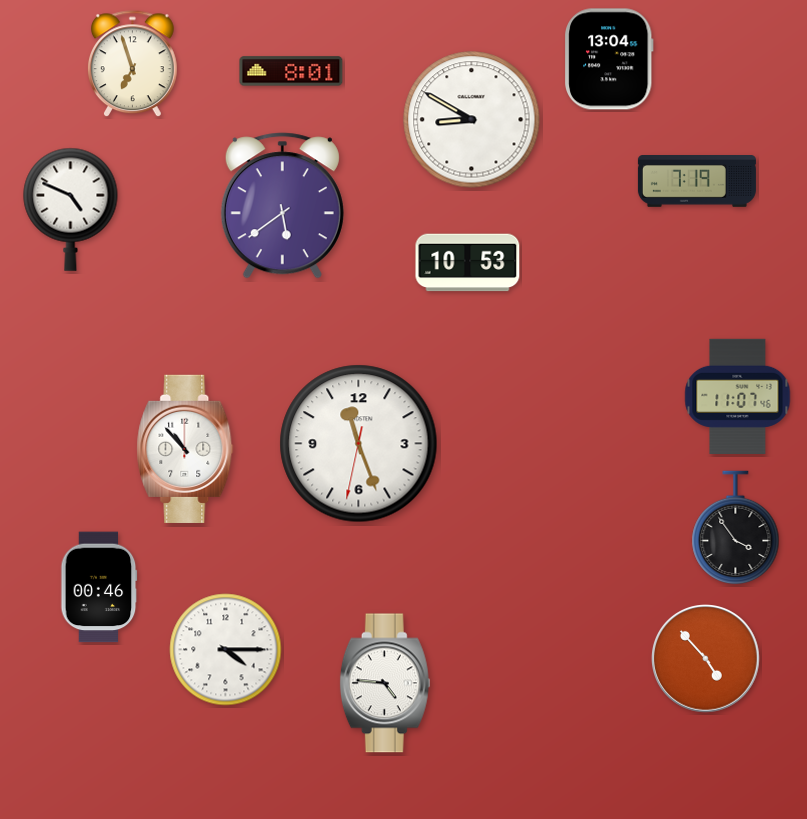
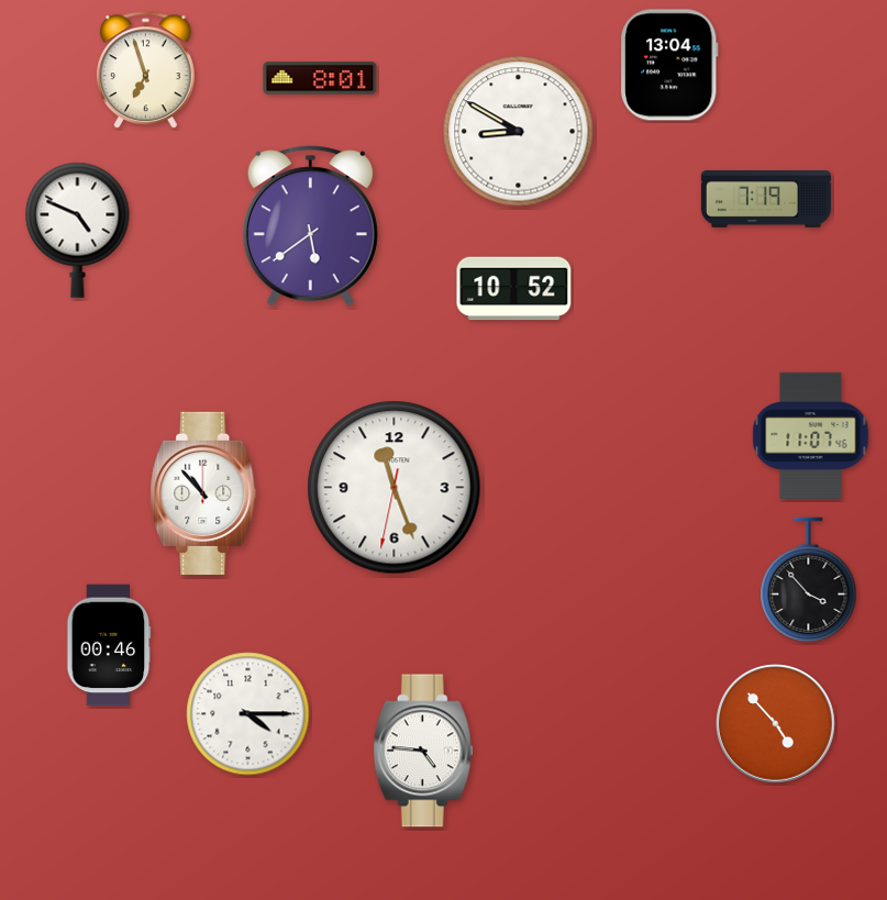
clock at (468, 263): 10:53 -> 10:52
clock at (736, 528): 3:54 -> 3:53
